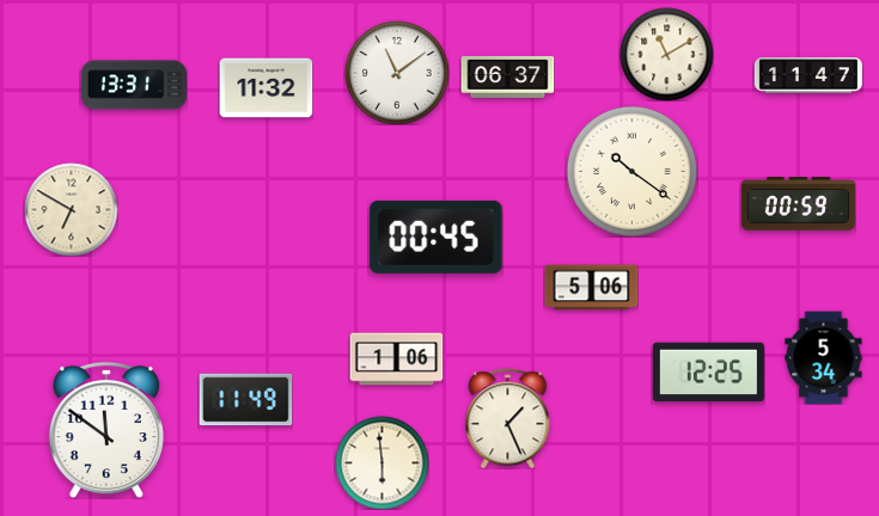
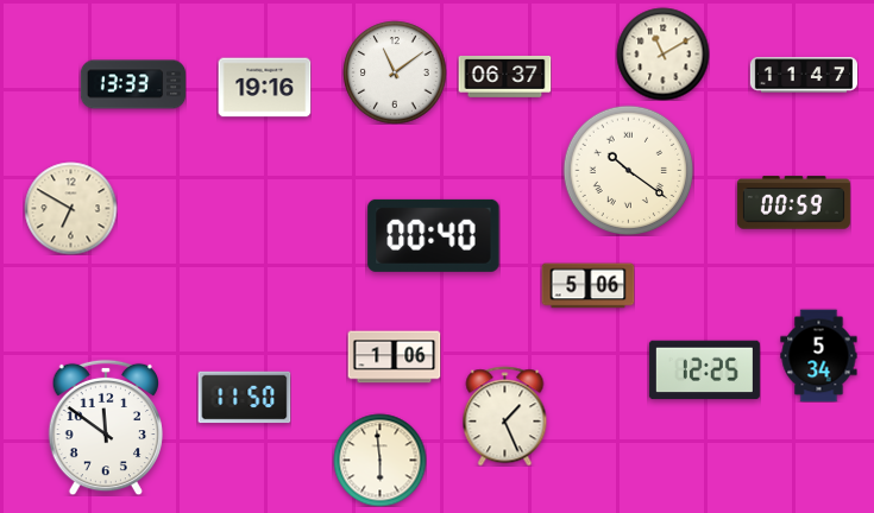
clock at (134, 85): 13:31 -> 13:33
clock at (265, 88): 11:32 -> 19:16
clock at (437, 236): 00:45 -> 00:40
clock at (245, 400): 11:49 -> 11:50
